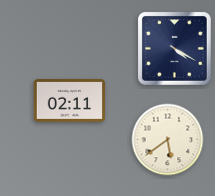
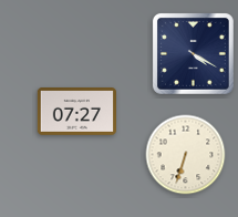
clock at (69, 101): 02:11 -> 07:27
clock at (168, 140): 5:39 -> 6:33
